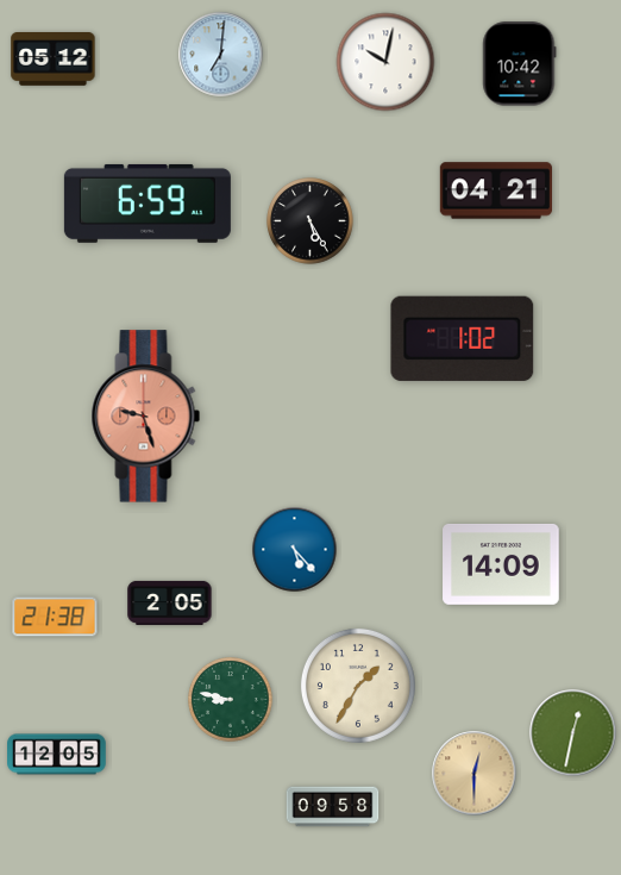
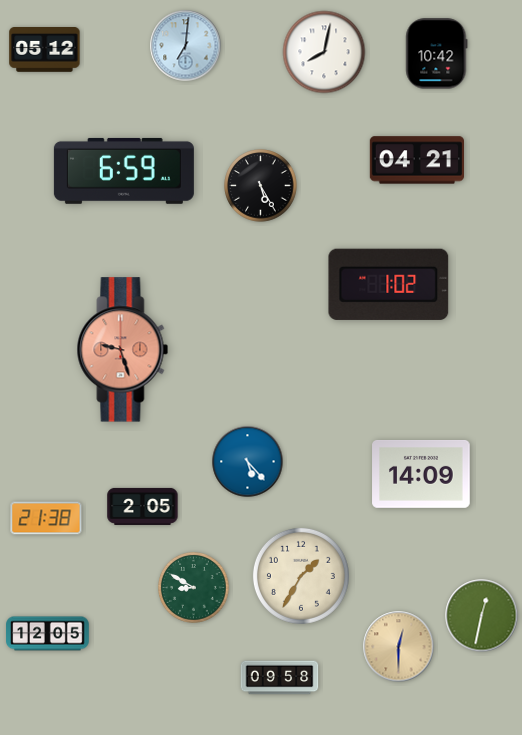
clock at (385, 62): 10:02 -> 8:02
clock at (231, 700): 8:47 -> 8:50
clock at (475, 774) position: (475, 774) -> (399, 647)
